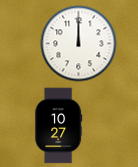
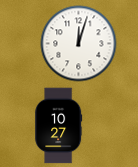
clock at (79, 44): 12:00 -> 12:03
